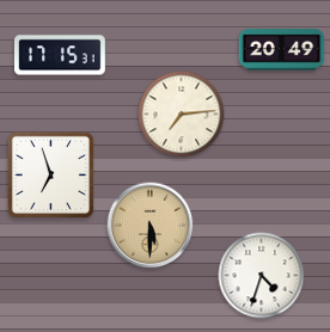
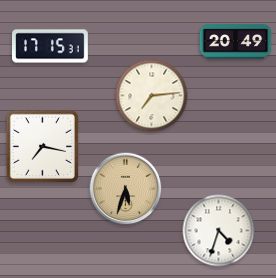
clock at (50, 174): 6:57 -> 7:17
clock at (151, 226): 5:30 -> 5:33
